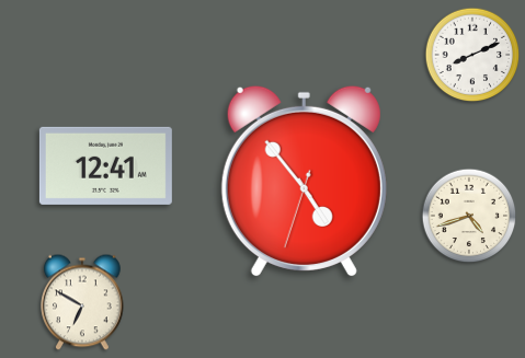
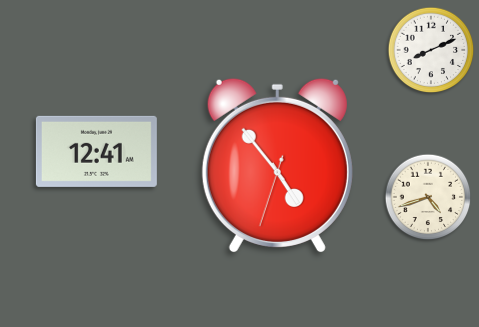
clock at (82, 302): 6:50 -> none
